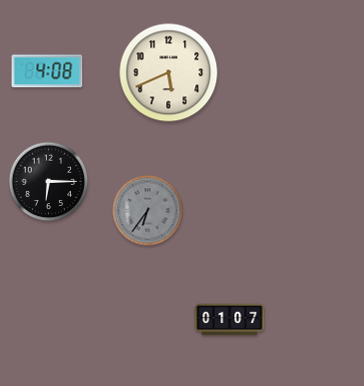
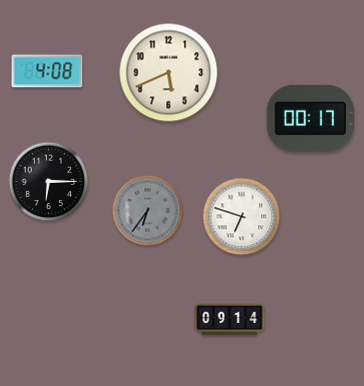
clock at (310, 118): none -> 00:17
clock at (242, 217): none -> 6:48
clock at (230, 320): 01:07 -> 09:14
